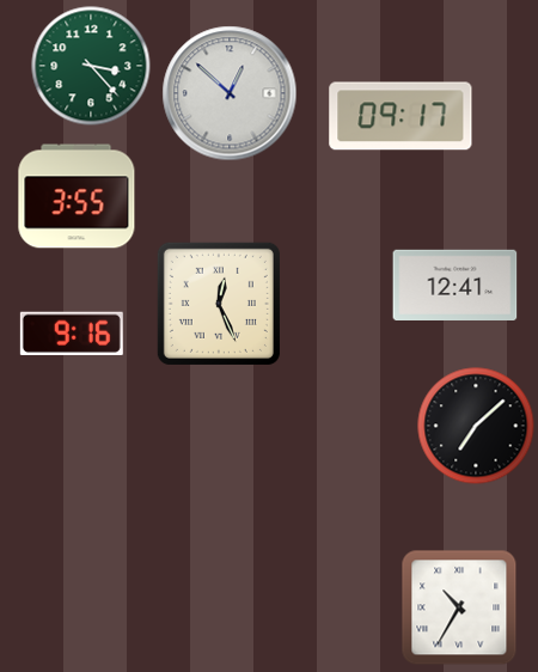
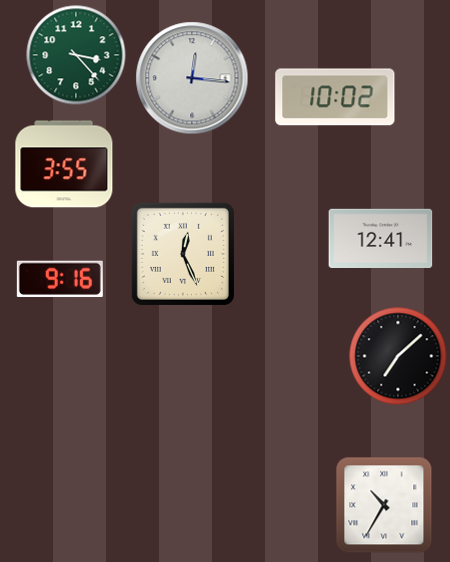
clock at (230, 93): 12:52 -> 12:16
clock at (401, 116): 09:17 -> 10:02
clock at (459, 607) position: (459, 607) -> (384, 505)
